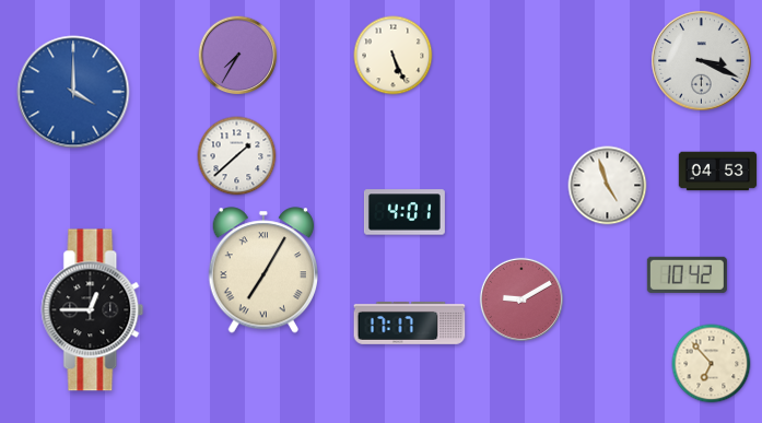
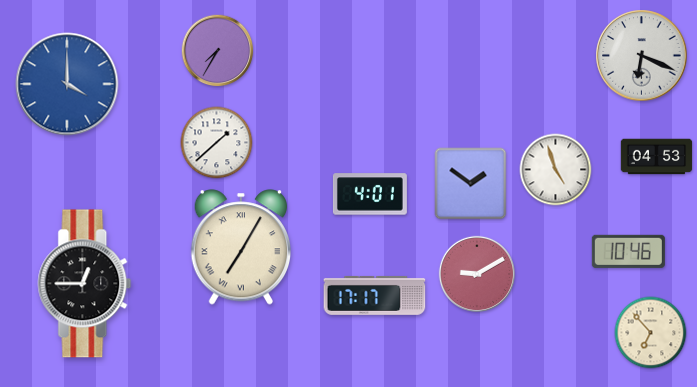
clock at (394, 56): 5:26 -> none
clock at (702, 61): 3:19 -> 6:19
clock at (471, 184): none -> 1:51
clock at (687, 274): 10:42 -> 10:46
